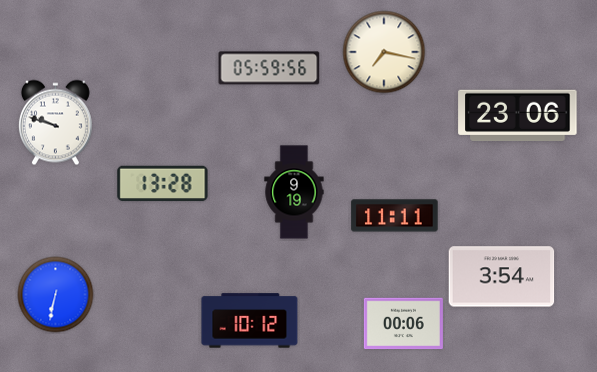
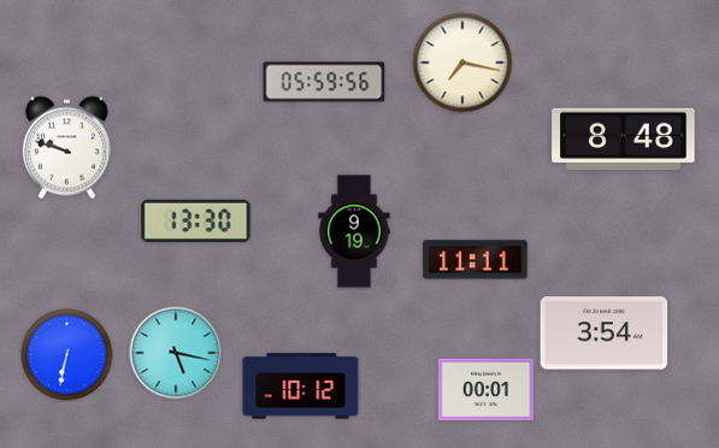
clock at (518, 116): 23:06 -> 8:48
clock at (163, 184): 13:28 -> 13:30
clock at (176, 353): none -> 5:17
clock at (403, 324): 00:06 -> 00:01
